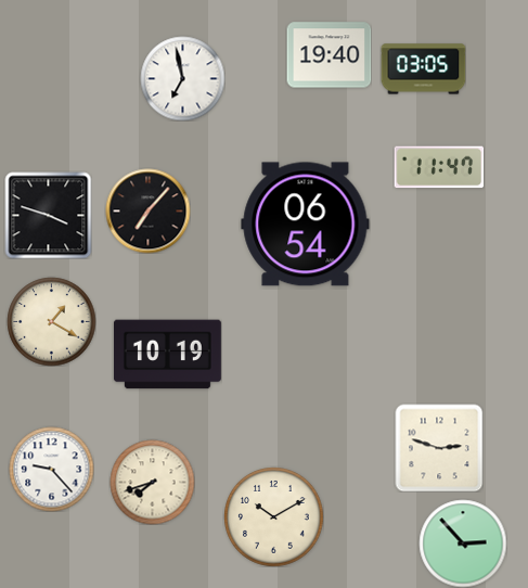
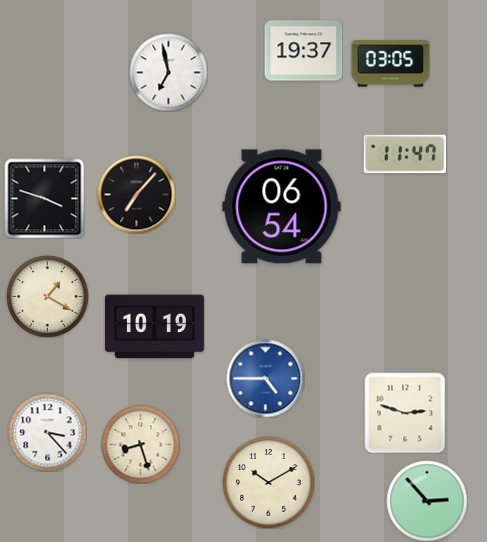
clock at (329, 55): 19:40 -> 19:37
clock at (265, 378): none -> 4:45
clock at (51, 469): 9:23 -> 3:23
clock at (152, 482): 7:42 -> 8:27
clock at (274, 517) position: (274, 517) -> (269, 483)
